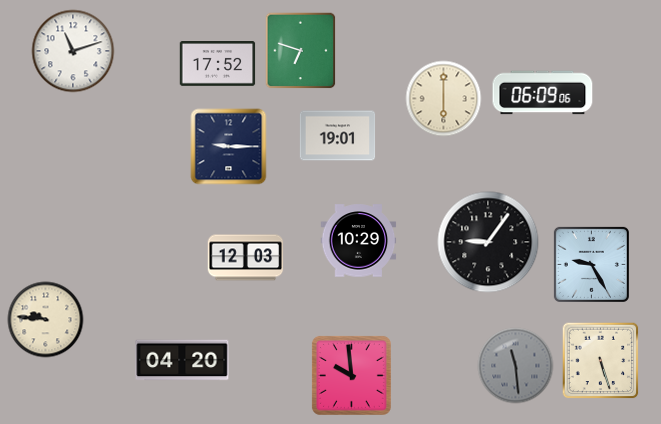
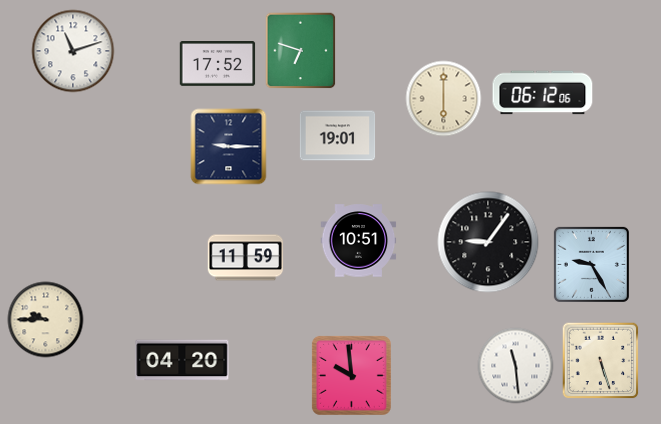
clock at (543, 93): 06:09 -> 06:12
clock at (359, 241): 10:29 -> 10:51
clock at (246, 258): 12:03 -> 11:59
clock at (46, 320): 9:46 -> 9:45
clock at (516, 366) dial: grey -> white
